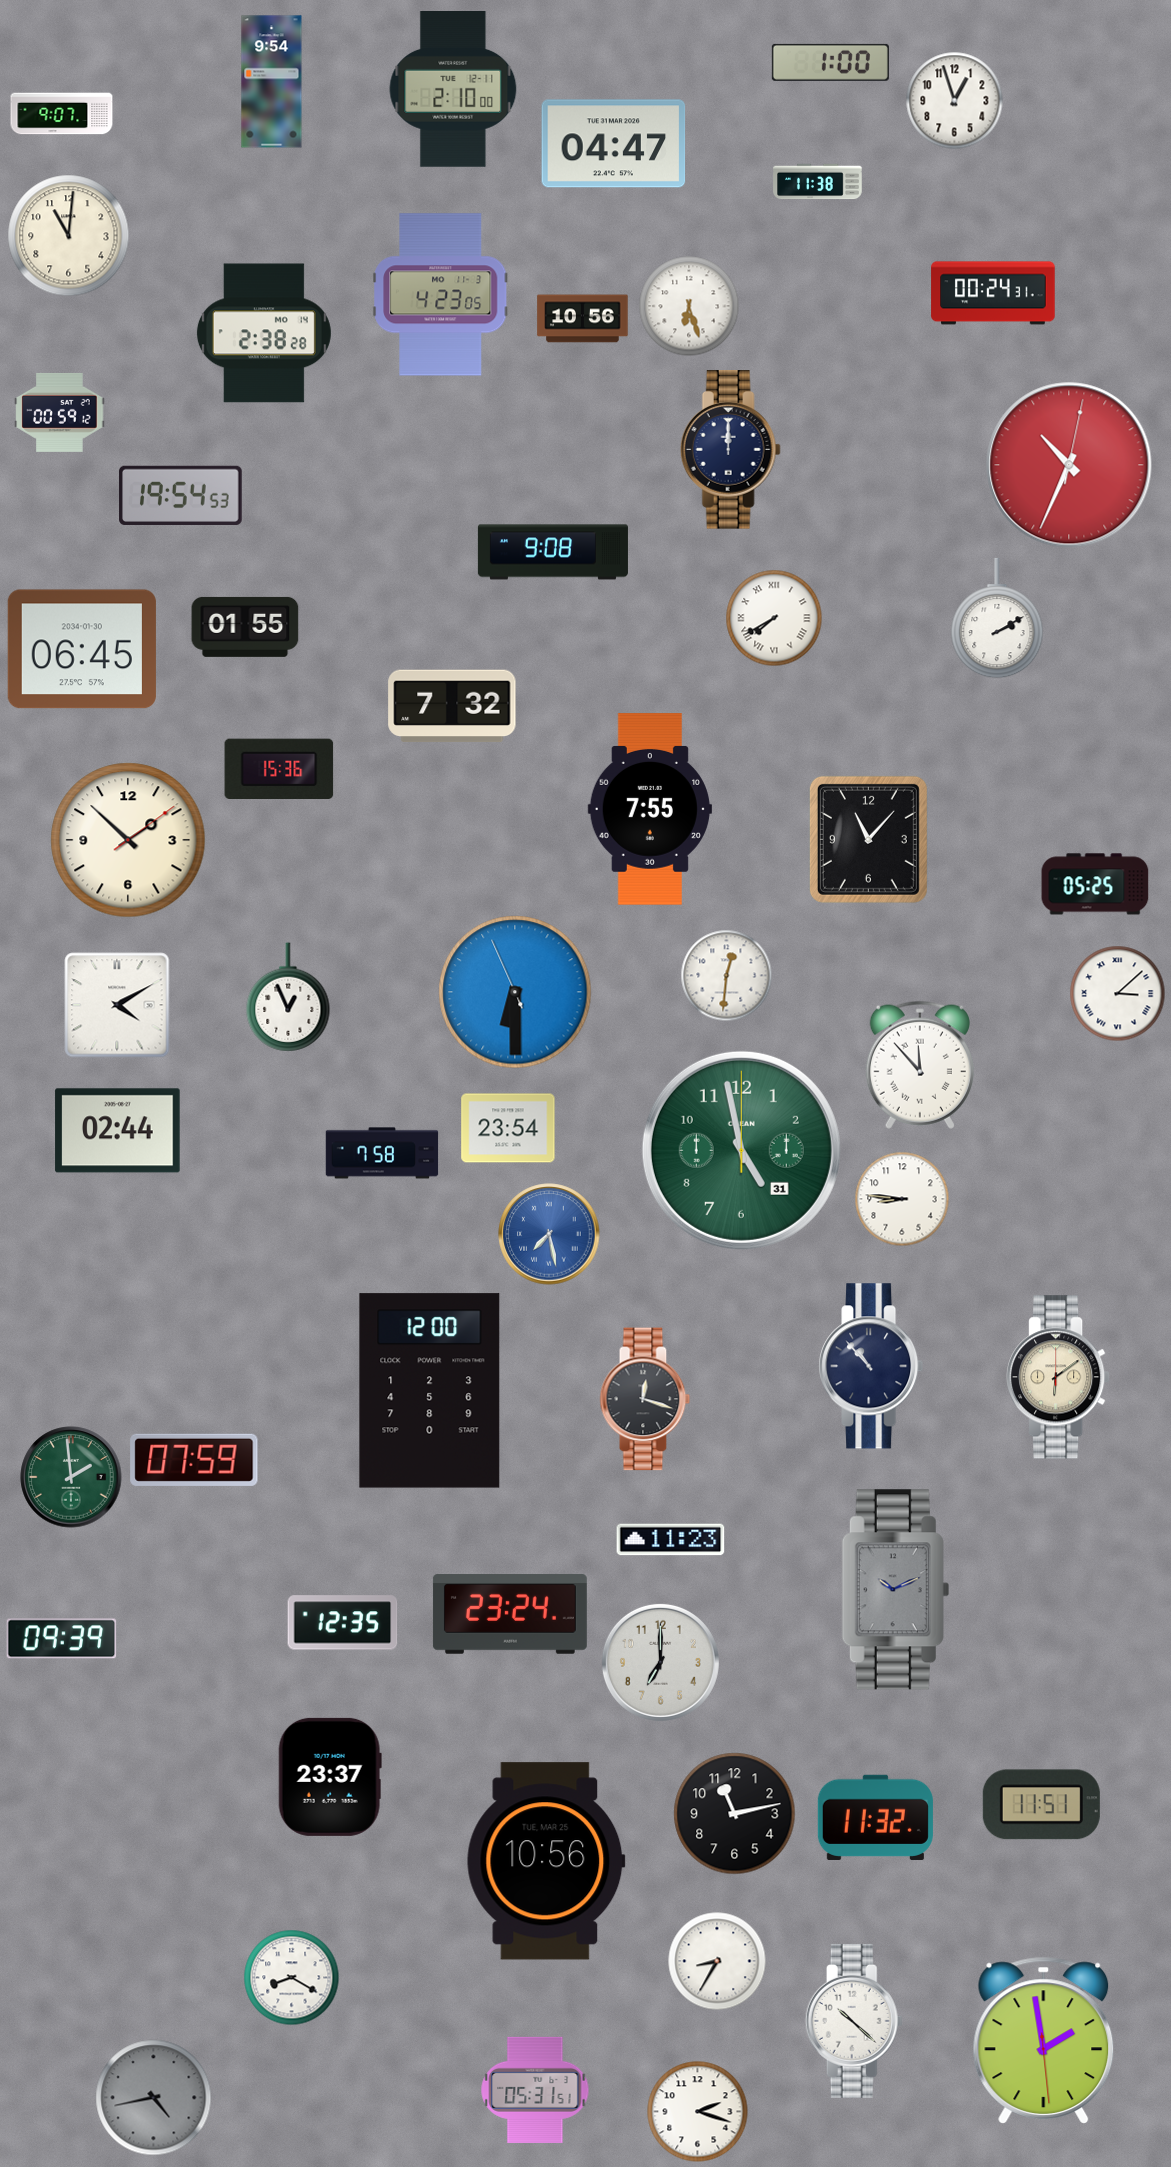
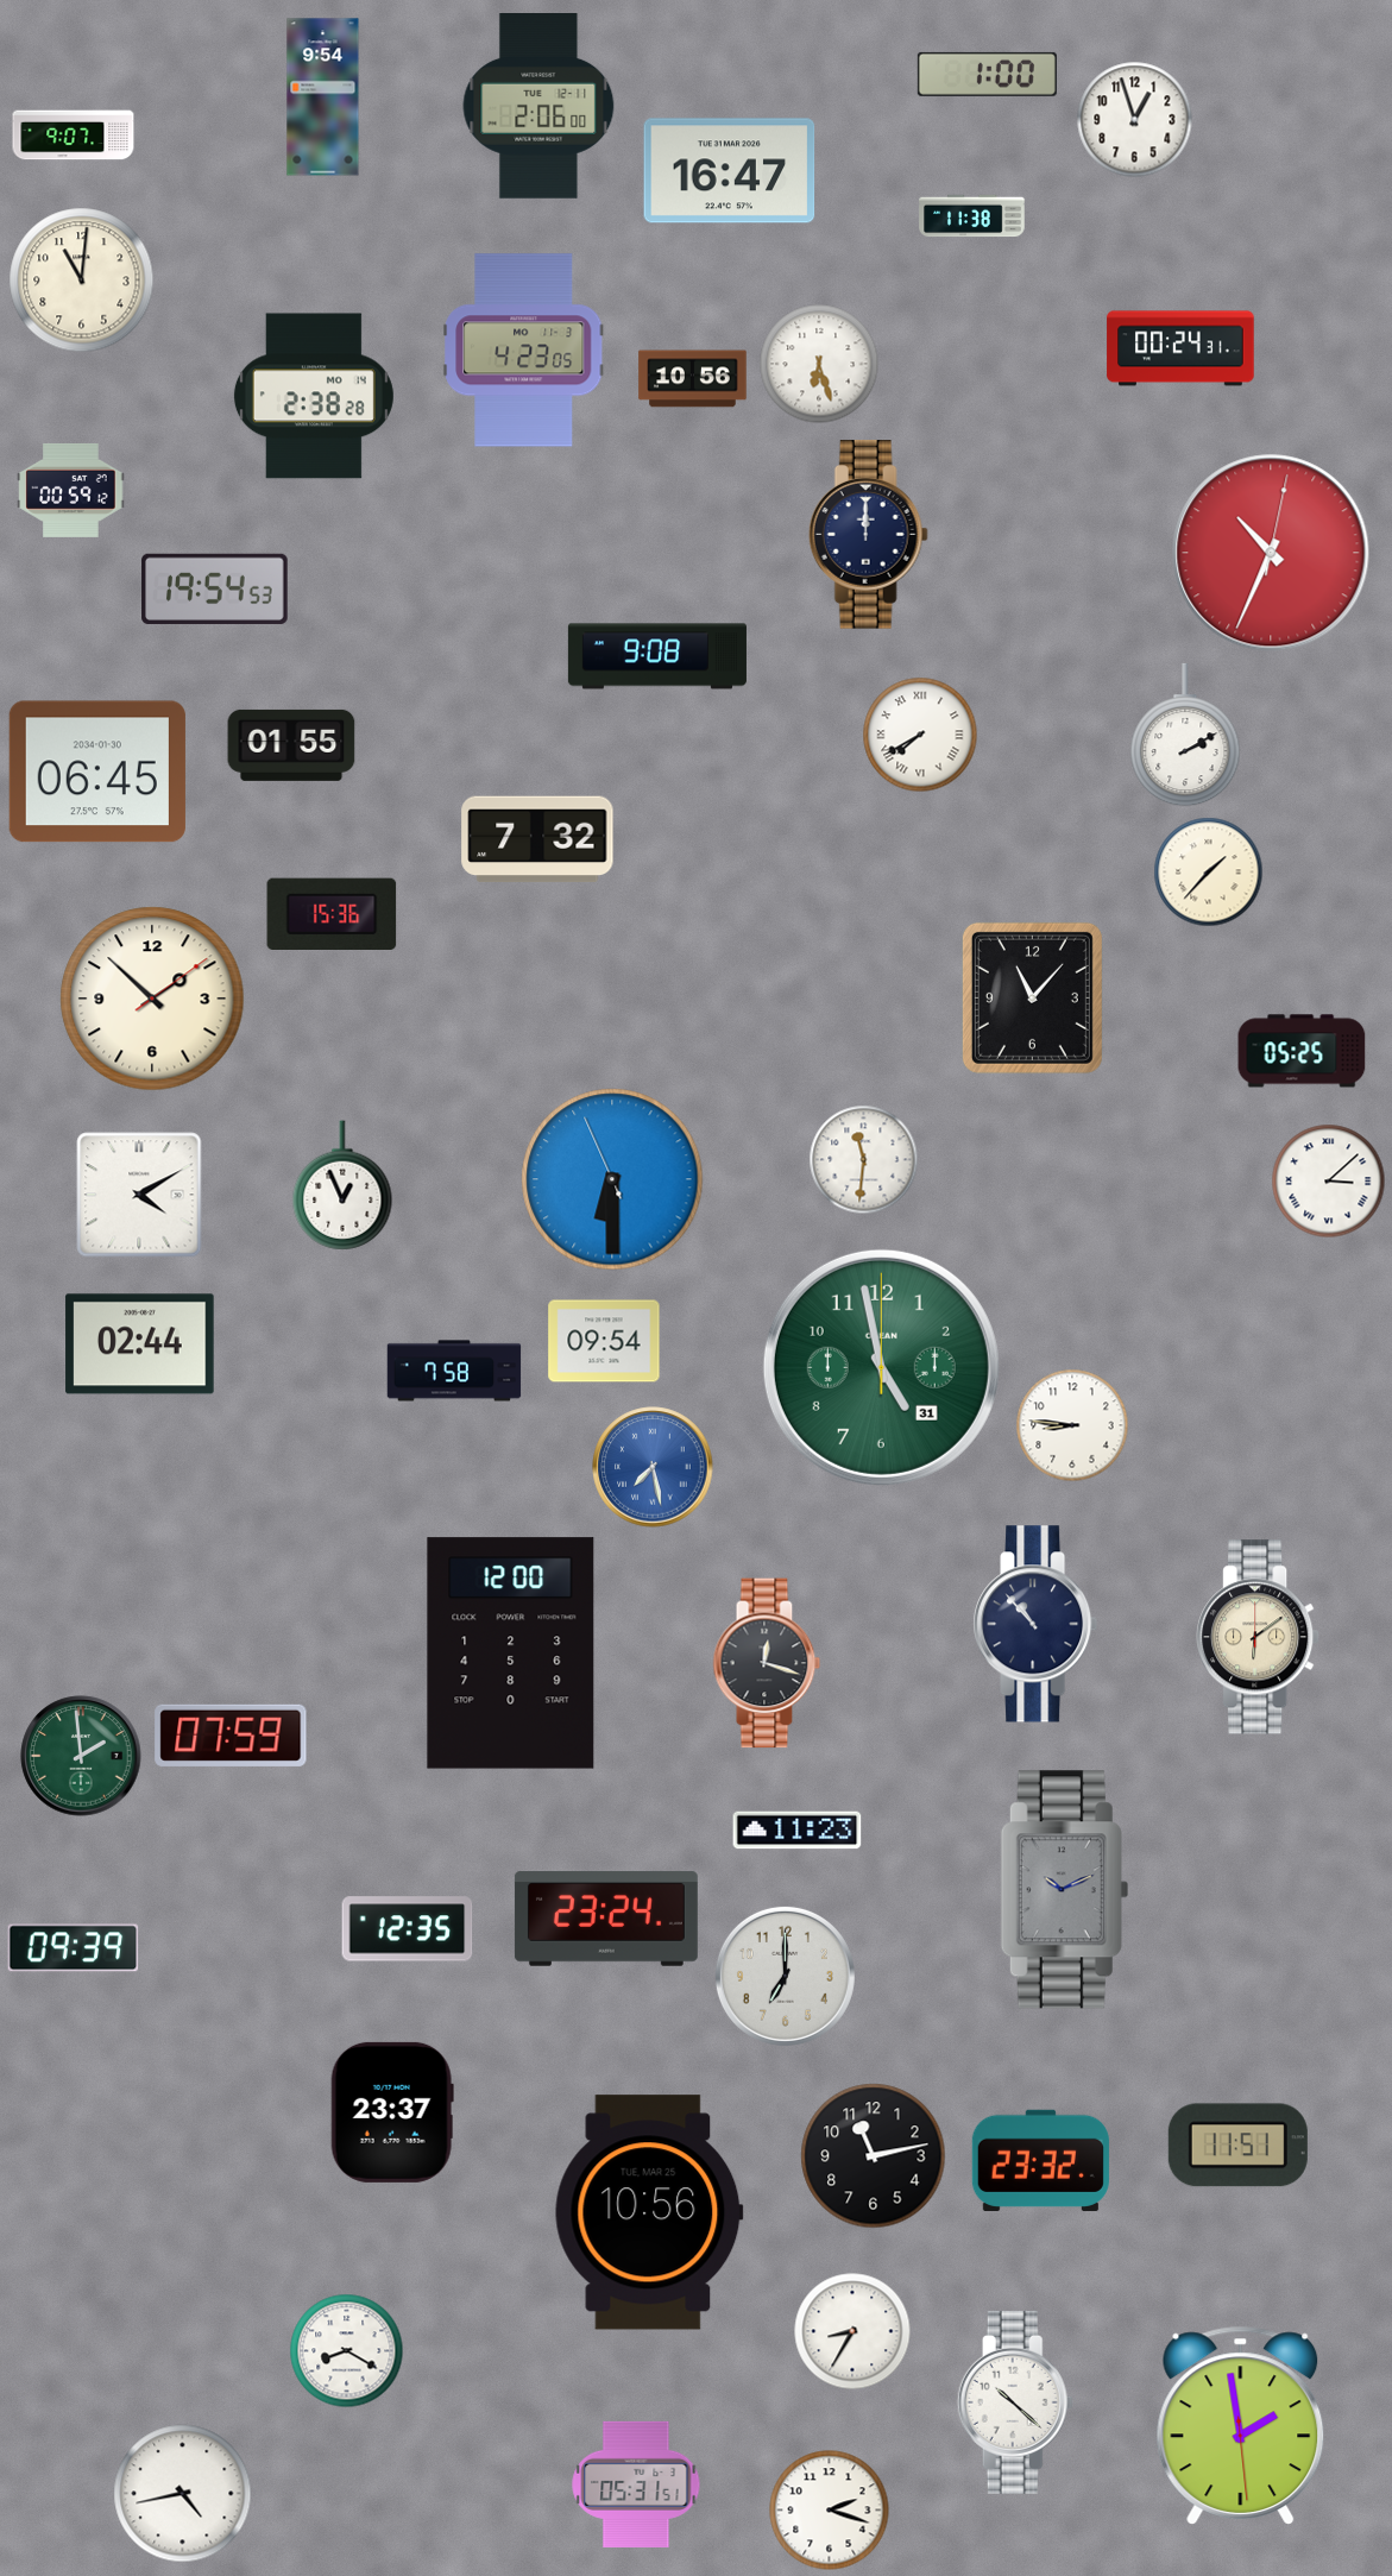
clock at (453, 90): 2:10 -> 2:06
clock at (614, 144): 04:47 -> 16:47
clock at (1209, 873): none -> 1:37
clock at (650, 809): 7:55 -> none
clock at (727, 976): 12:31 -> 11:31
clock at (920, 1065): 11:53 -> none
clock at (508, 1128): 23:54 -> 09:54
clock at (71, 1477) position: (71, 1477) -> (81, 1756)
clock at (875, 1817): 11:32 -> 23:32
clock at (154, 2098) dial: grey -> white
